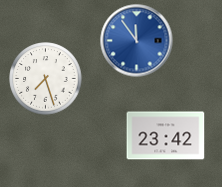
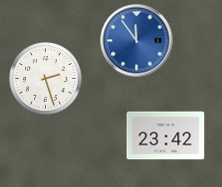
clock at (46, 79): 7:27 -> 2:27
